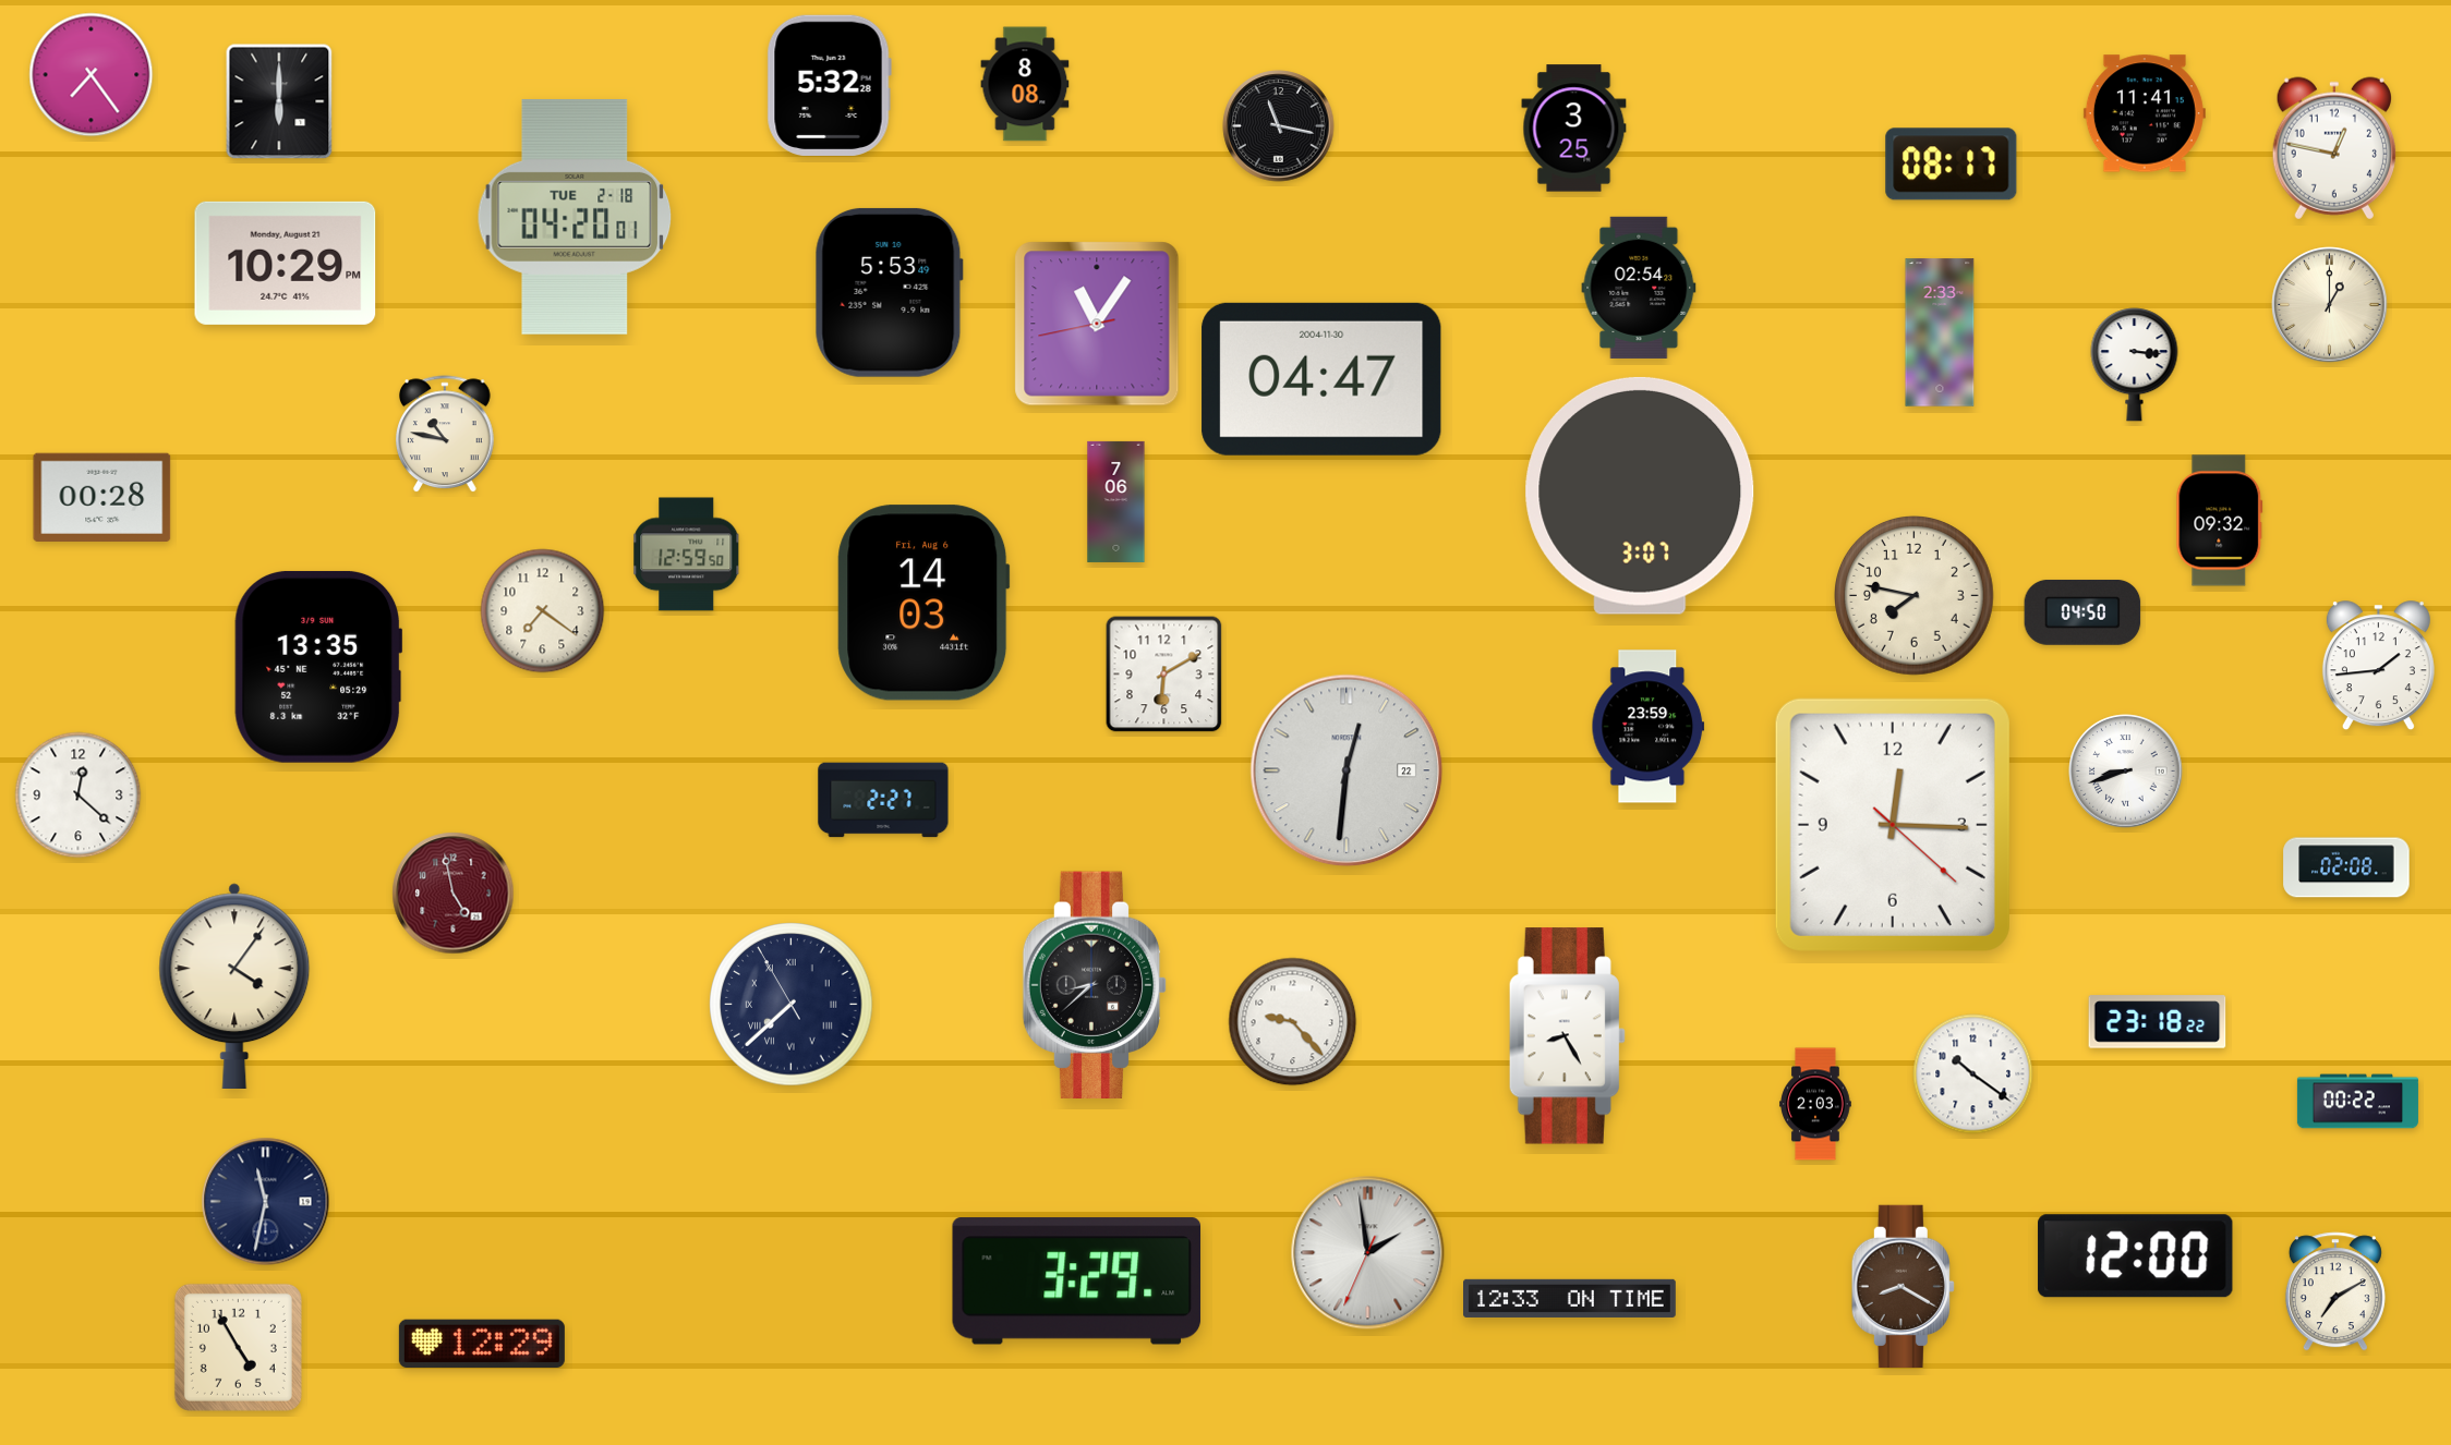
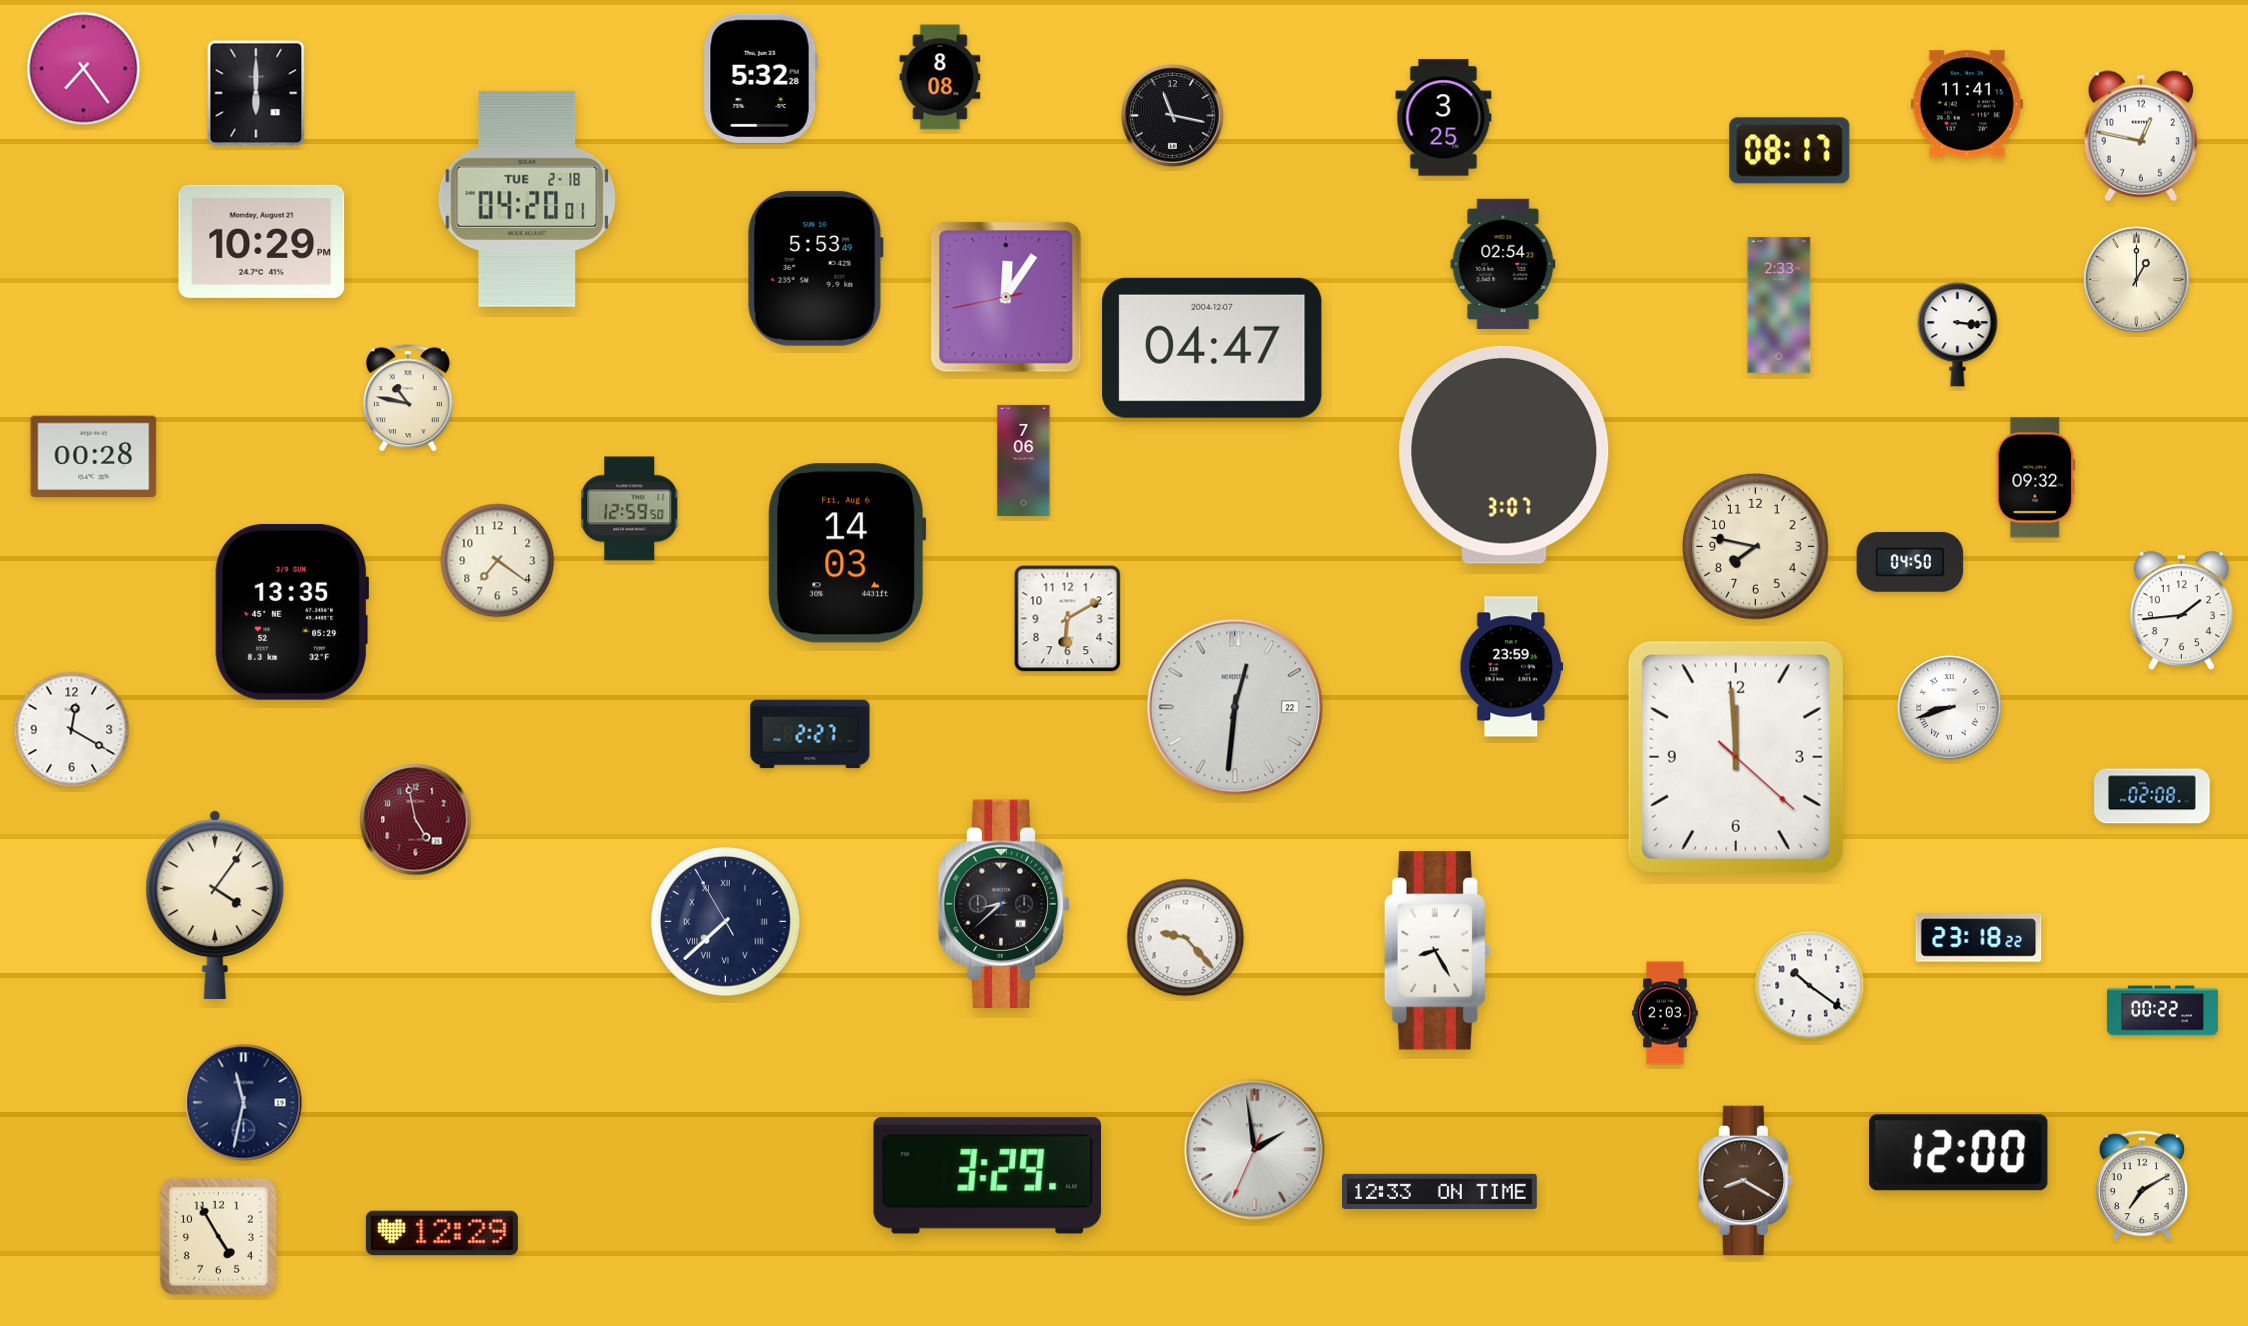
clock at (1097, 324): 11:05 -> 12:05
clock at (1321, 379) date: 2004-11-30 -> 2004-12-07
clock at (79, 796): 12:22 -> 12:20
clock at (1893, 825): 12:15 -> 11:59
